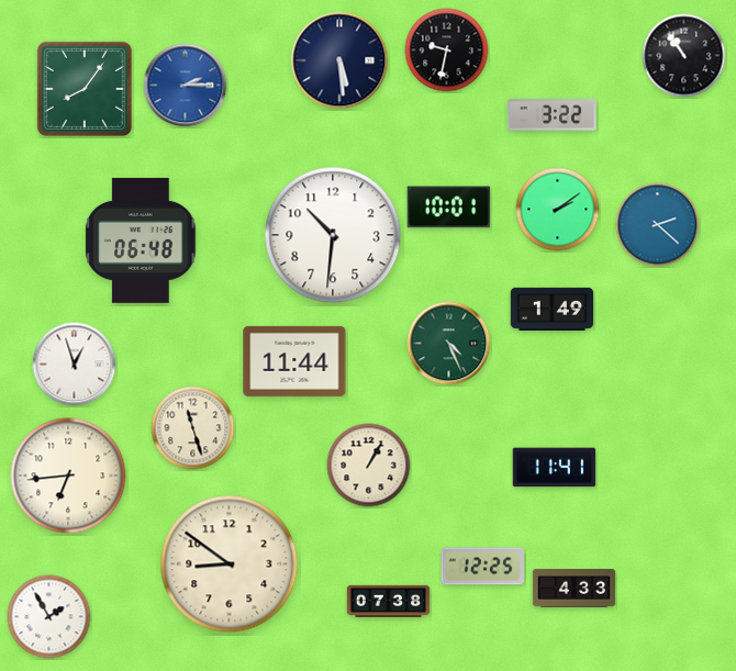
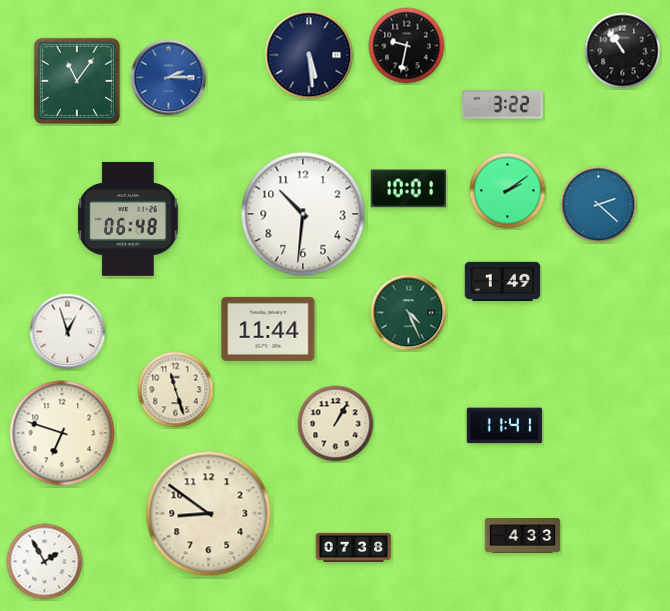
clock at (85, 89): 8:06 -> 11:06
clock at (68, 476): 6:44 -> 6:48
clock at (483, 567): 12:25 -> none
